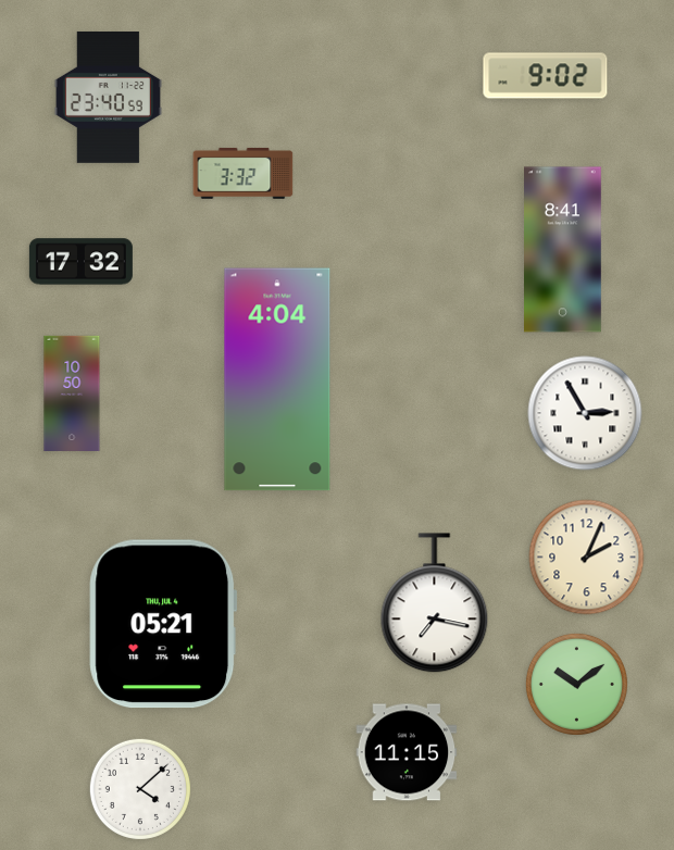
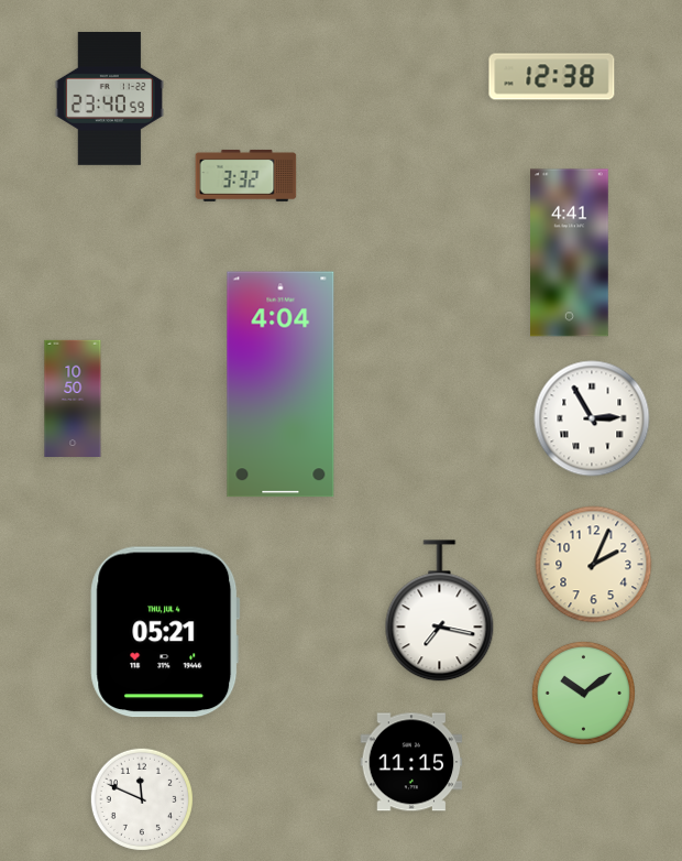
clock at (546, 76): 9:02 -> 12:38
clock at (563, 250): 8:41 -> 4:41
clock at (80, 262): 17:32 -> none
clock at (140, 789): 4:08 -> 11:49
